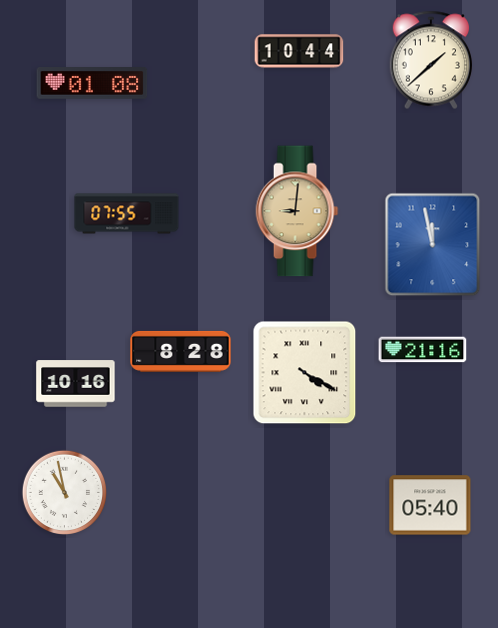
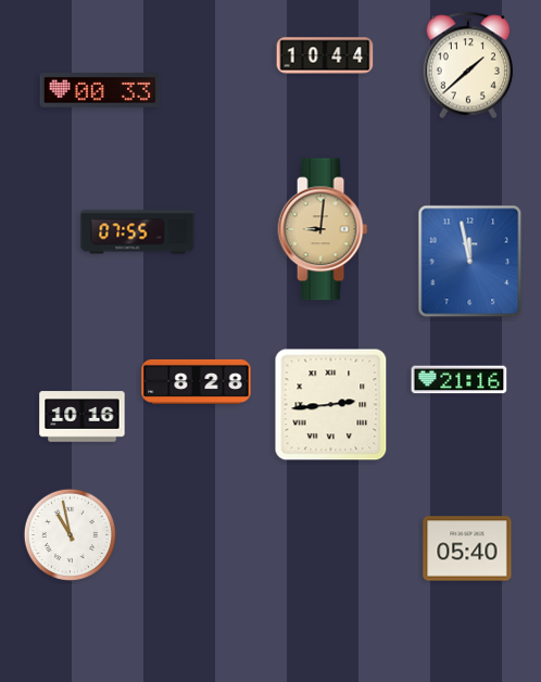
clock at (92, 84): 01:08 -> 00:33
clock at (433, 245) position: (433, 245) -> (470, 262)
clock at (305, 373): 4:20 -> 2:44
